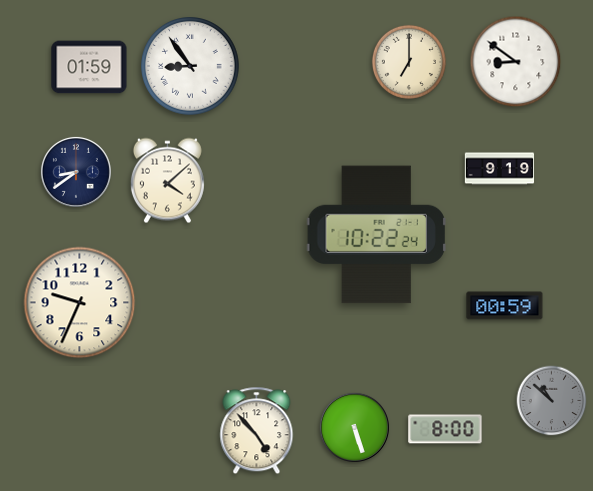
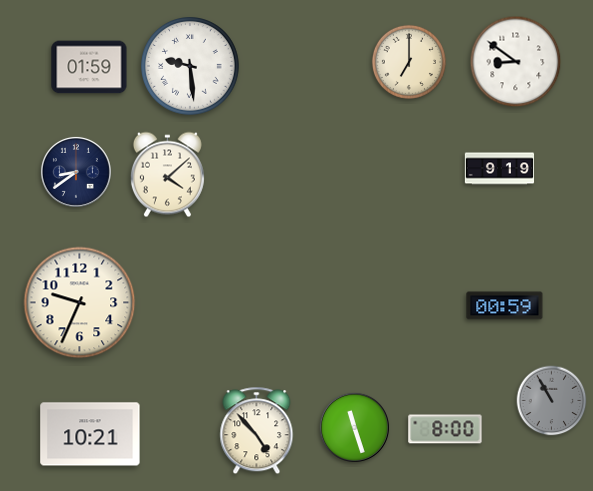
clock at (191, 67): 8:54 -> 9:29
clock at (167, 181) position: (167, 181) -> (167, 175)
clock at (376, 235): 10:22 -> none
clock at (552, 401): 10:52 -> 10:55
clock at (354, 427): 5:27 -> 11:27
clock at (90, 434): none -> 10:21
